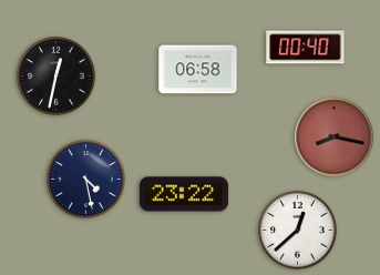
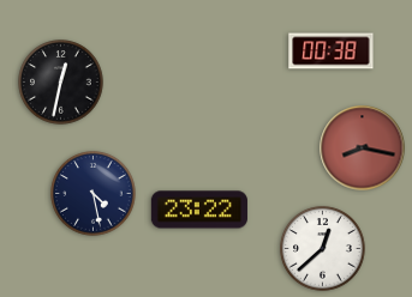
clock at (306, 48): 00:40 -> 00:38
clock at (198, 70): 06:58 -> none
